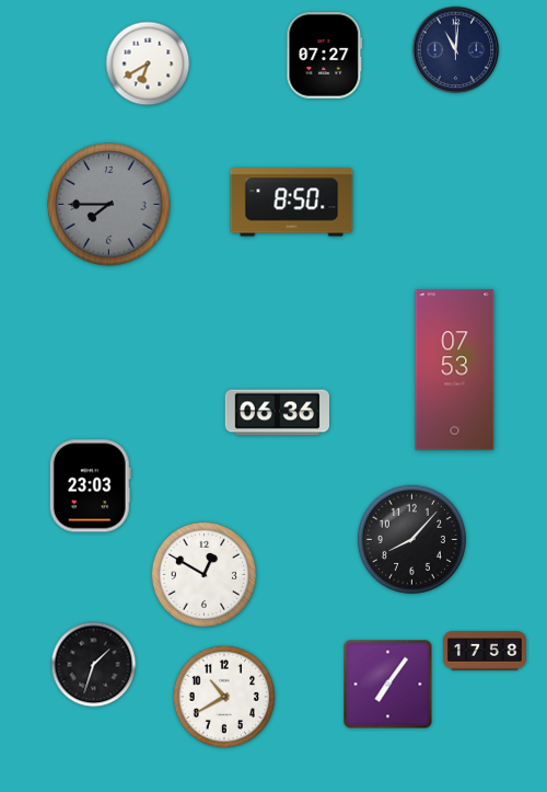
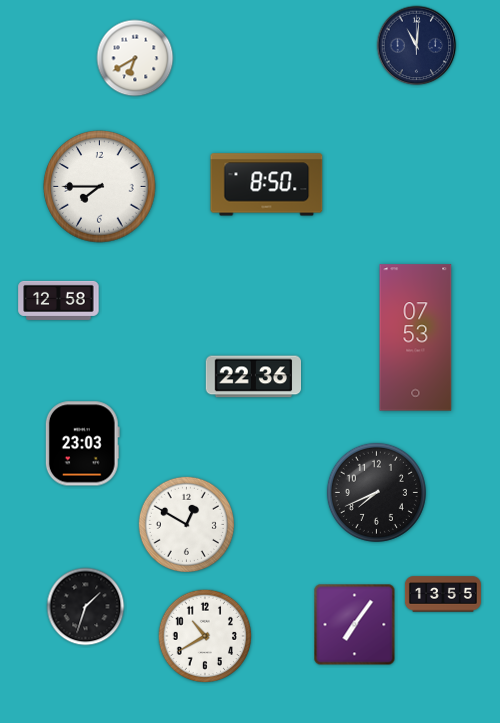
clock at (325, 56): 07:27 -> none
clock at (109, 205) dial: grey -> white
clock at (59, 300): none -> 12:58
clock at (277, 413): 06:36 -> 22:36
clock at (411, 539): 8:07 -> 7:41
clock at (485, 651): 17:58 -> 13:55
